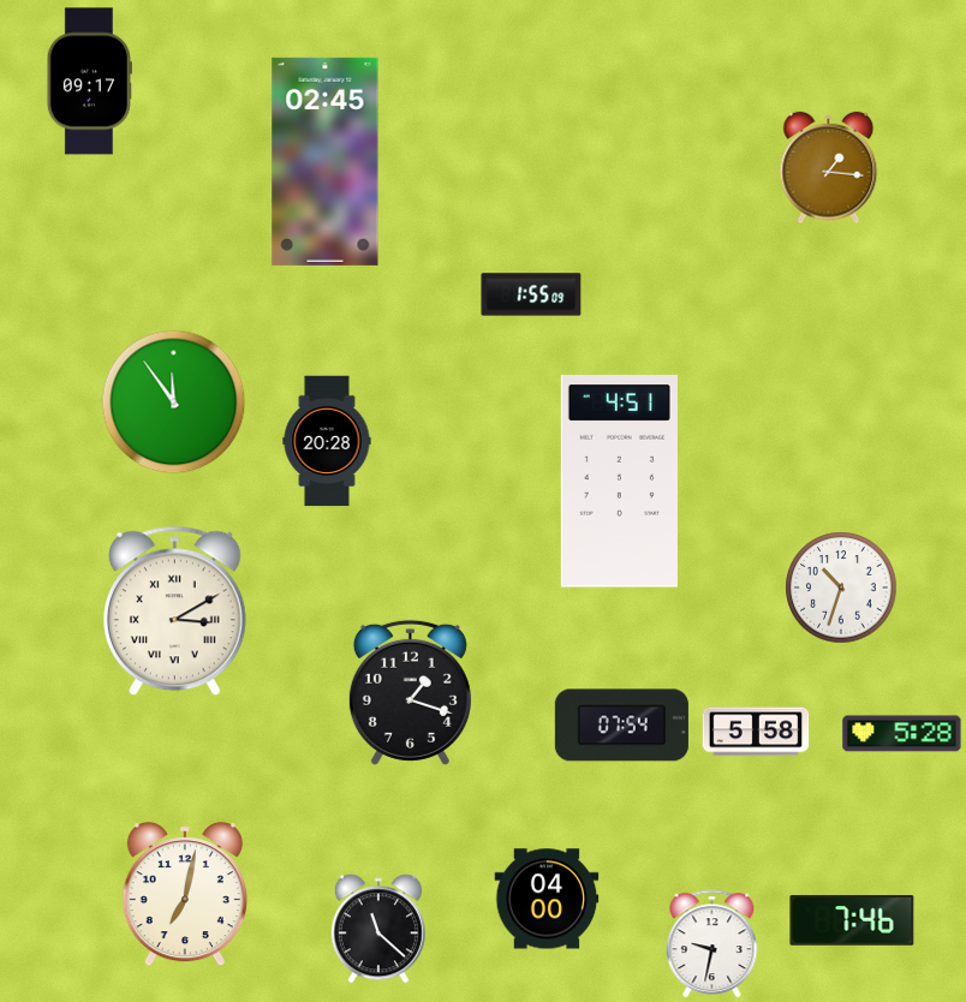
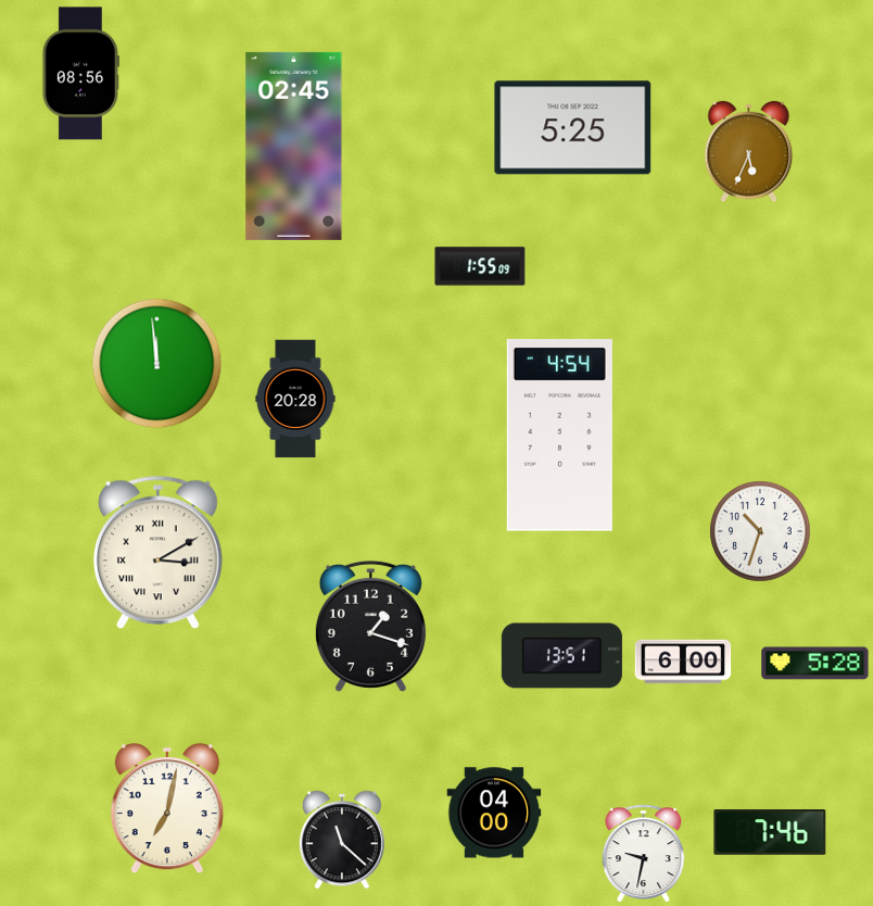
clock at (89, 82): 09:17 -> 08:56
clock at (573, 128): none -> 5:25
clock at (829, 168): 1:16 -> 5:34
clock at (174, 402): 11:54 -> 11:59
clock at (619, 482): 4:51 -> 4:54
clock at (621, 726): 07:54 -> 13:51
clock at (756, 732): 5:58 -> 6:00
